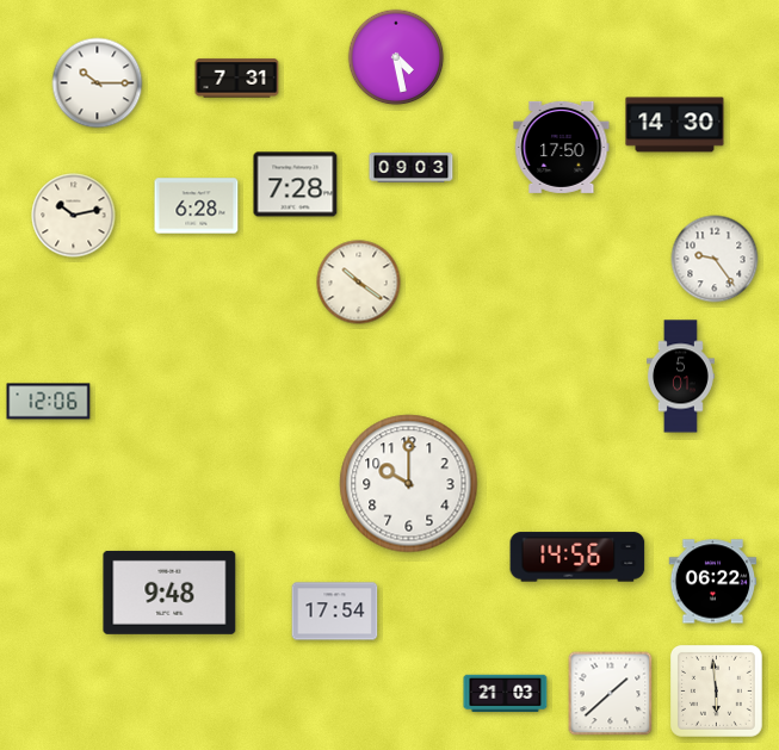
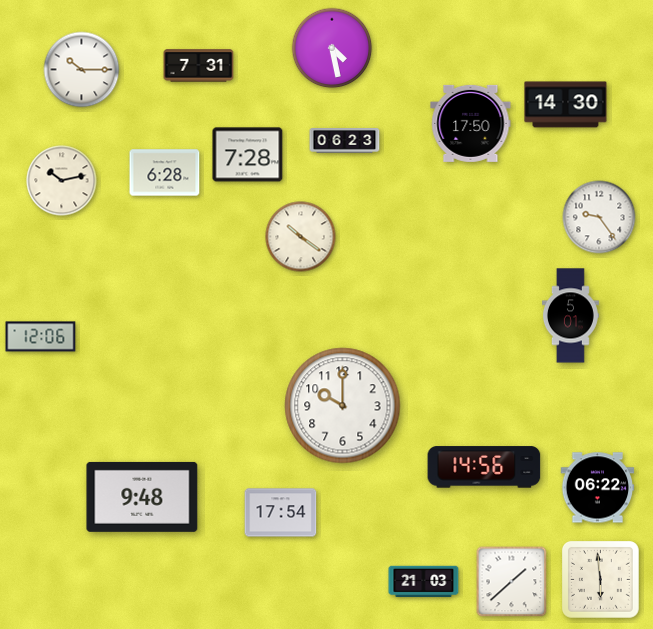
clock at (412, 168): 09:03 -> 06:23
